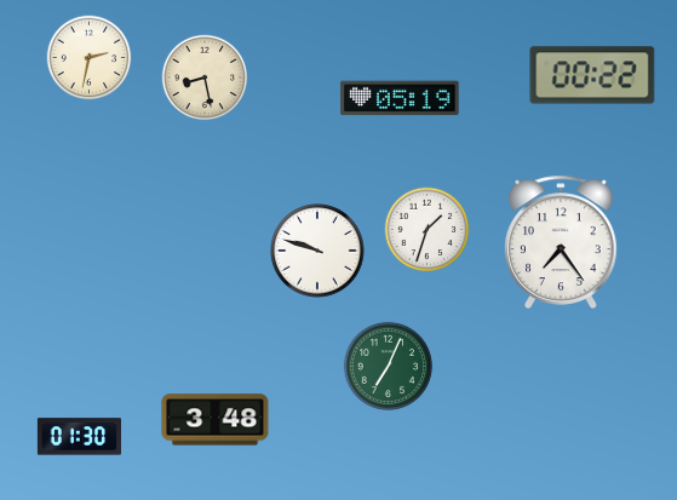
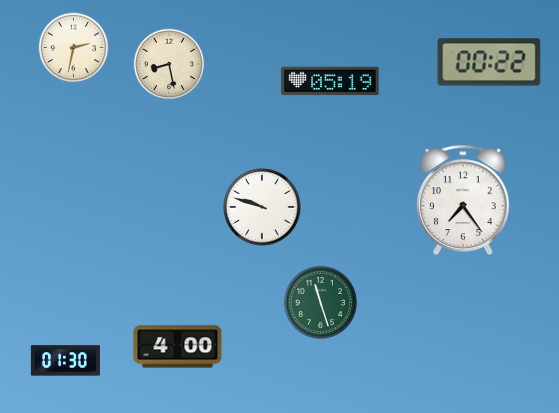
clock at (428, 230): 1:33 -> none
clock at (388, 366): 7:04 -> 11:27
clock at (216, 420): 3:48 -> 4:00
